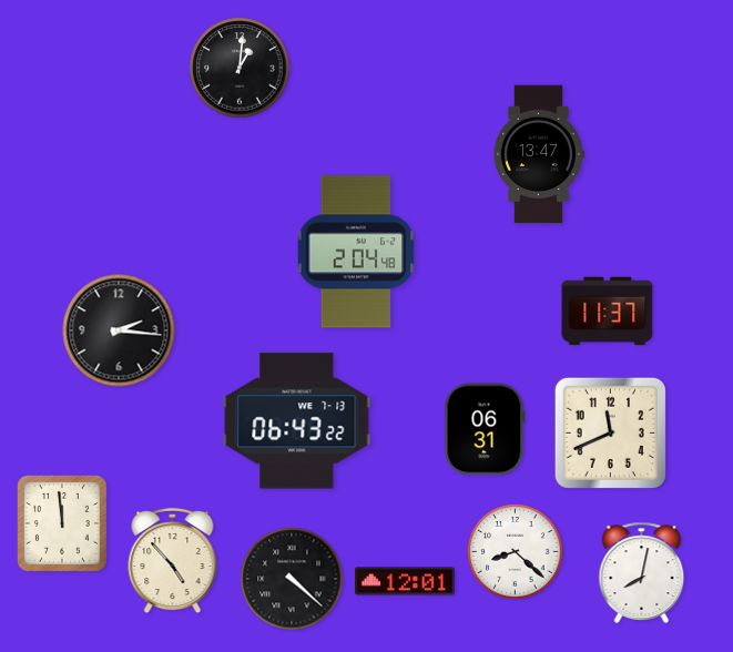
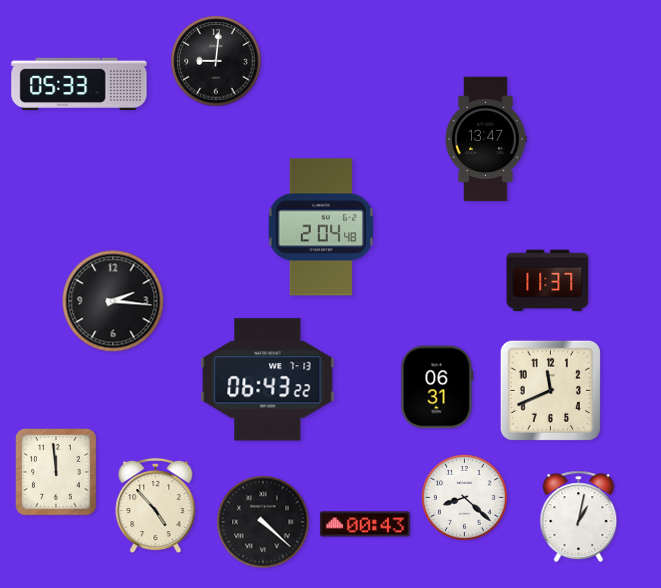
clock at (240, 68): 1:01 -> 9:01
clock at (79, 83): none -> 05:33
clock at (119, 330) position: (119, 330) -> (113, 301)
clock at (642, 572): 8:02 -> 1:02
clock at (405, 581): 12:01 -> 00:43
